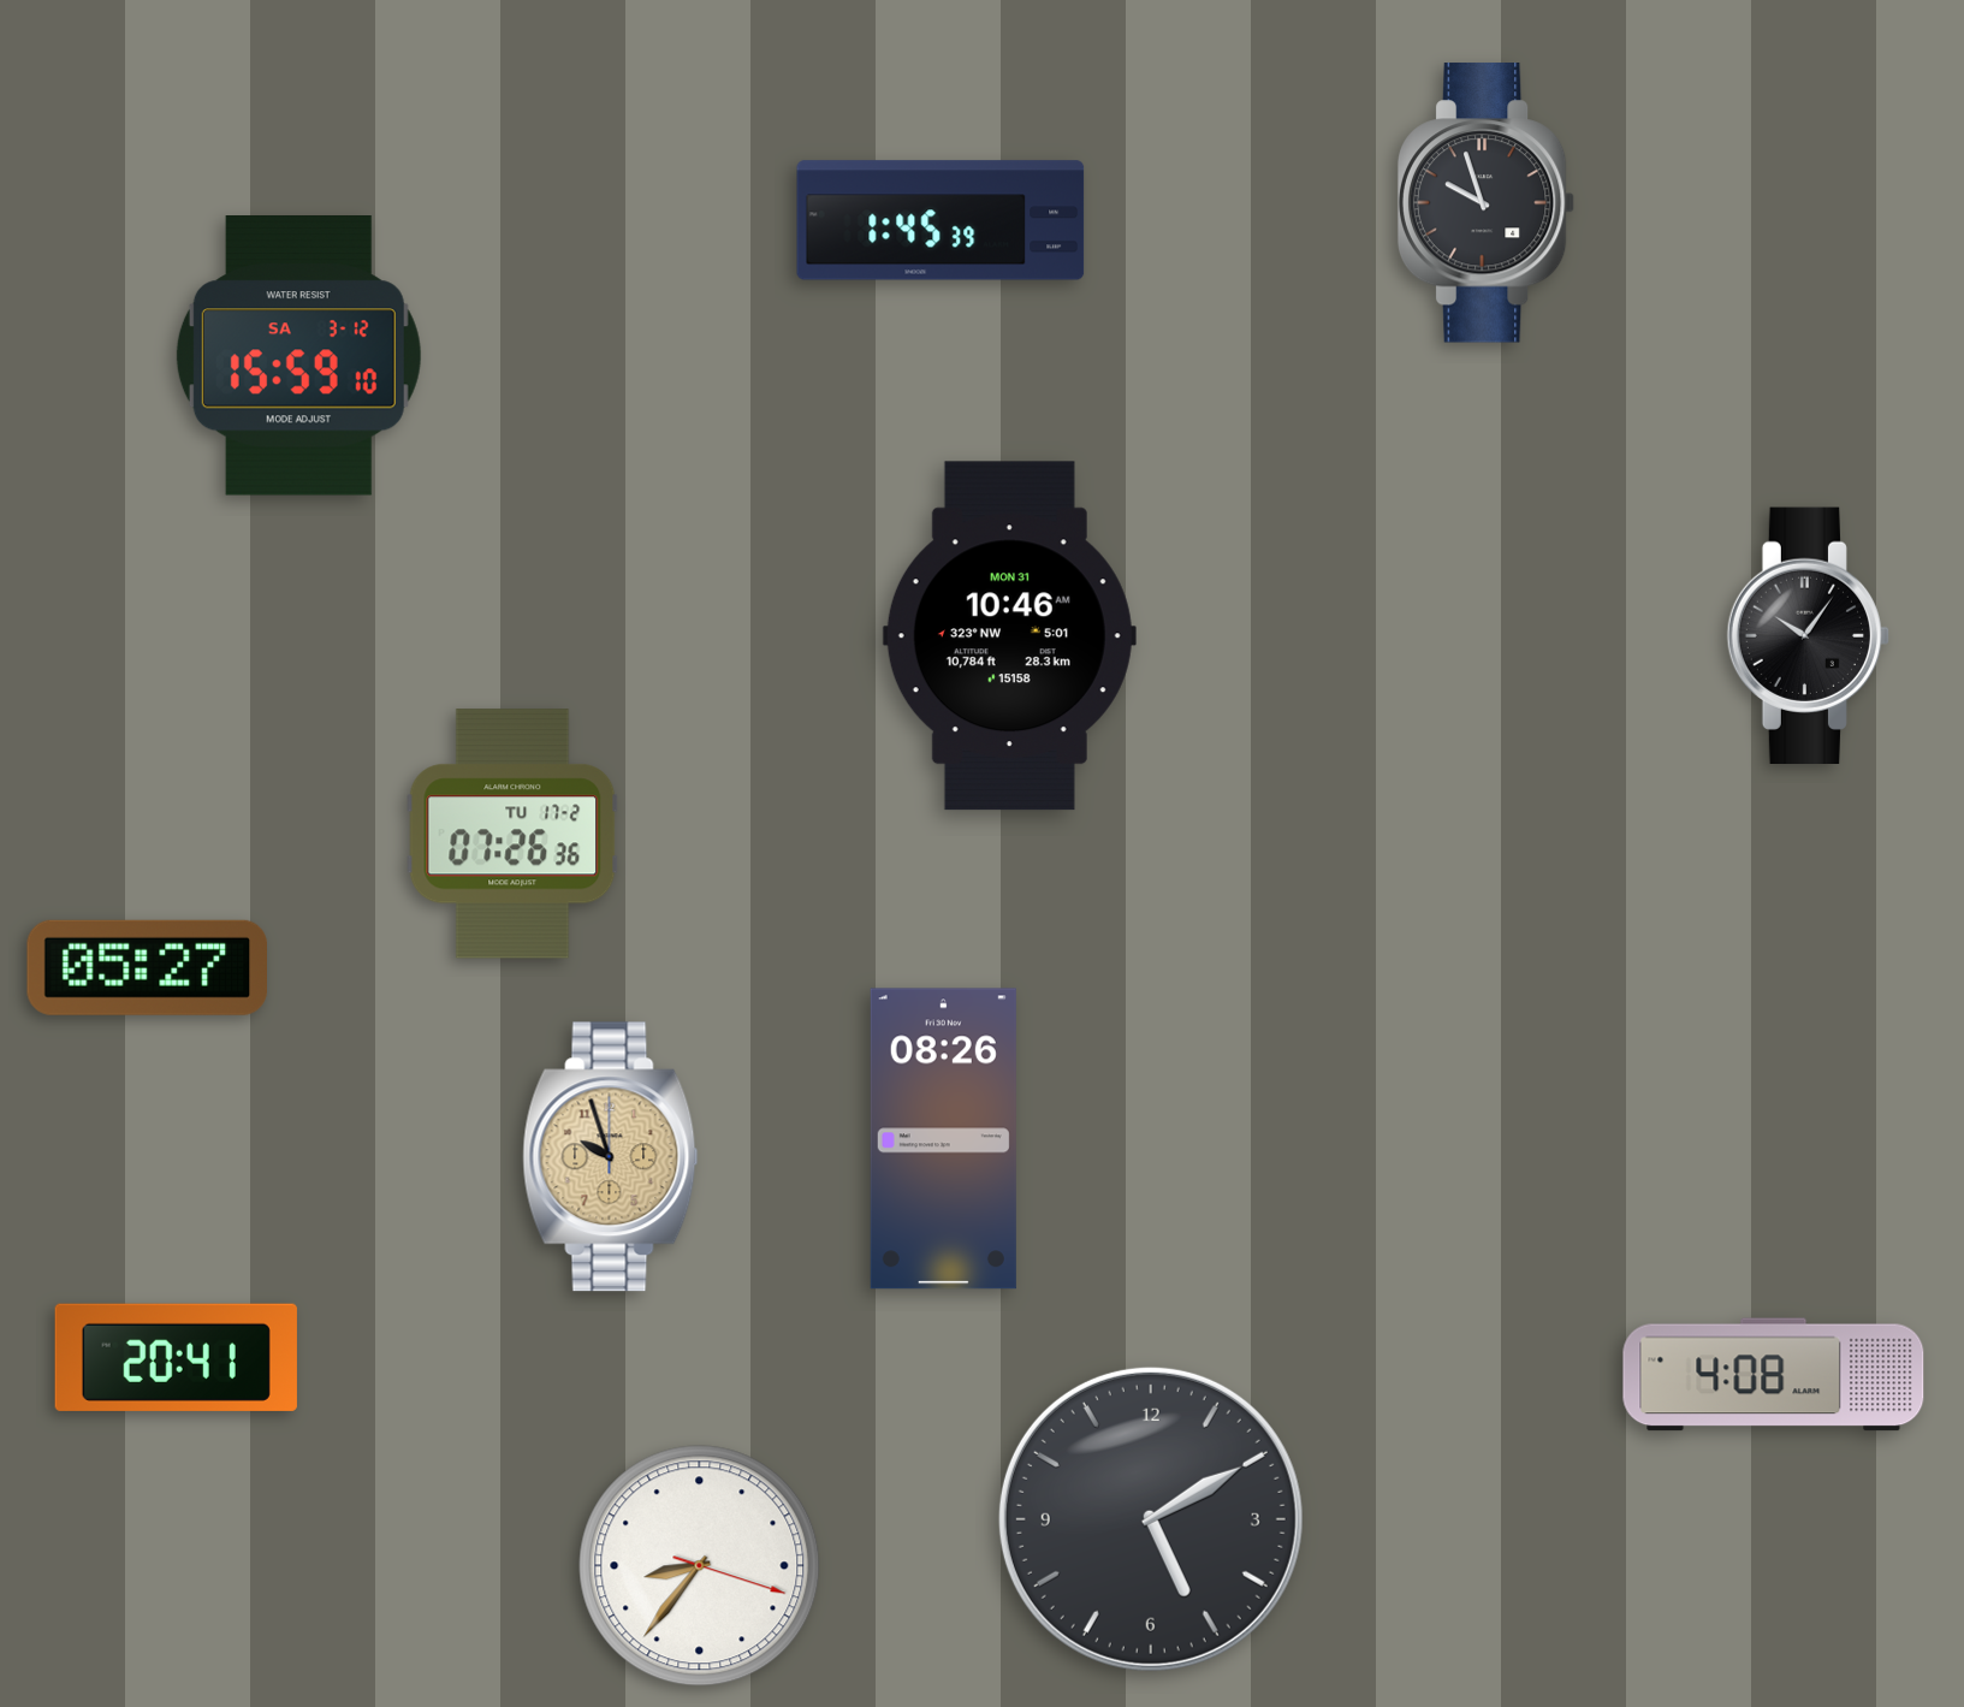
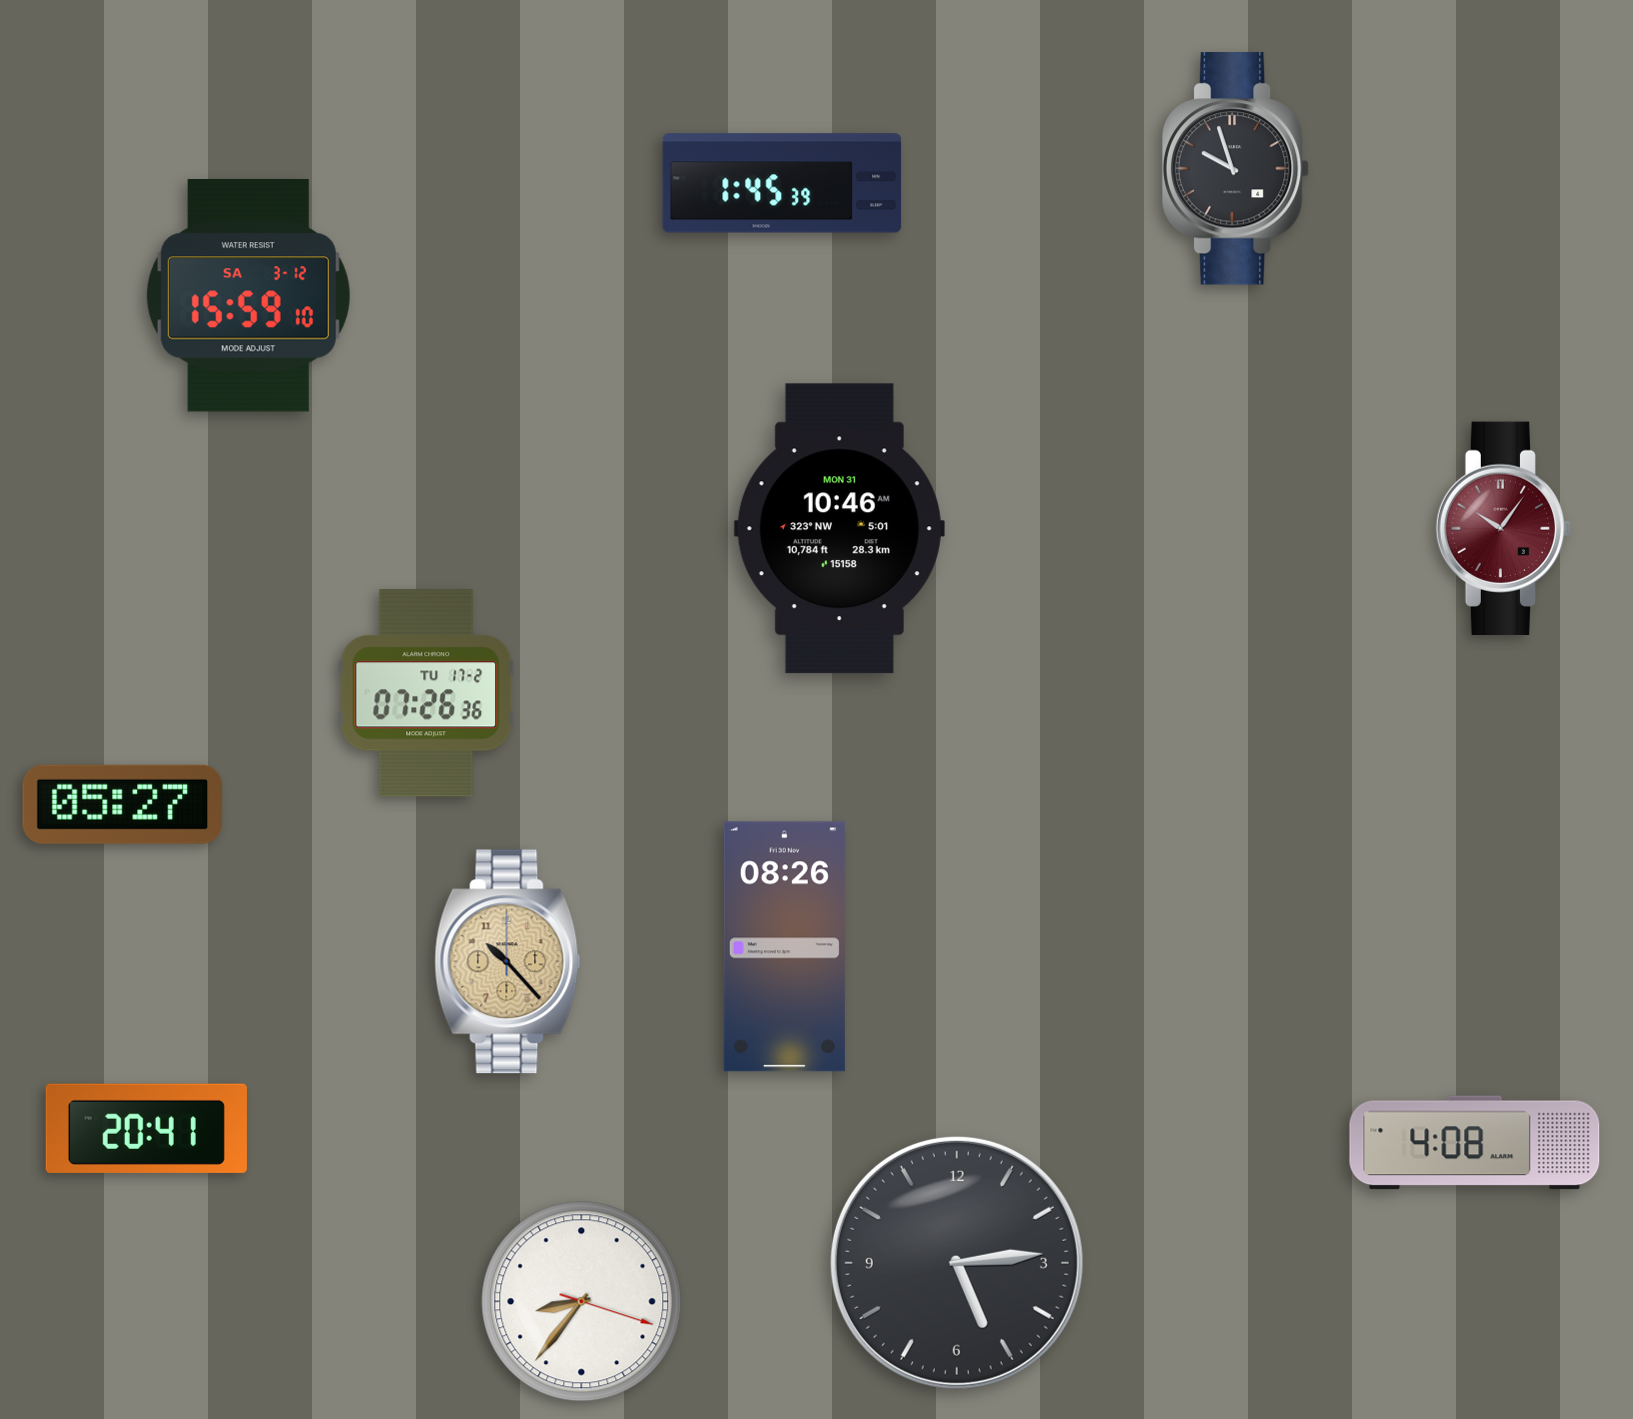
clock at (1808, 635) dial: black -> burgundy
clock at (611, 1157): 9:57 -> 10:23
clock at (1151, 1519): 5:10 -> 5:14
